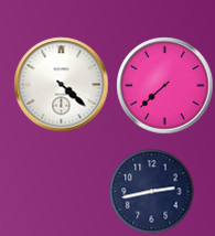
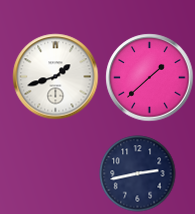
clock at (62, 85): 4:22 -> 1:42
clock at (165, 86): 7:38 -> 1:38
